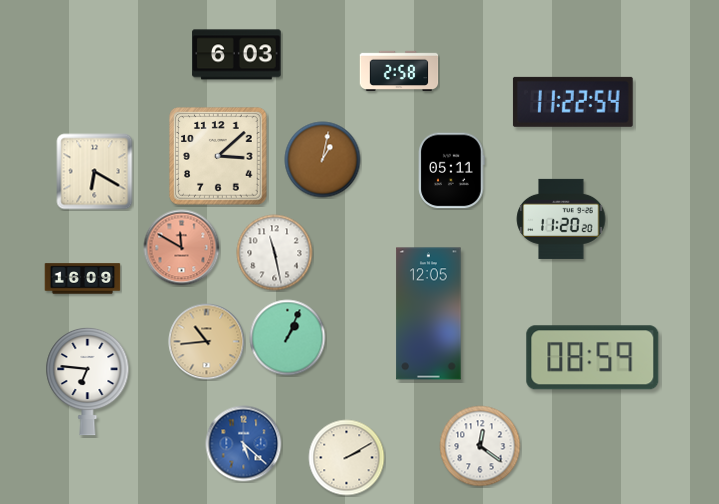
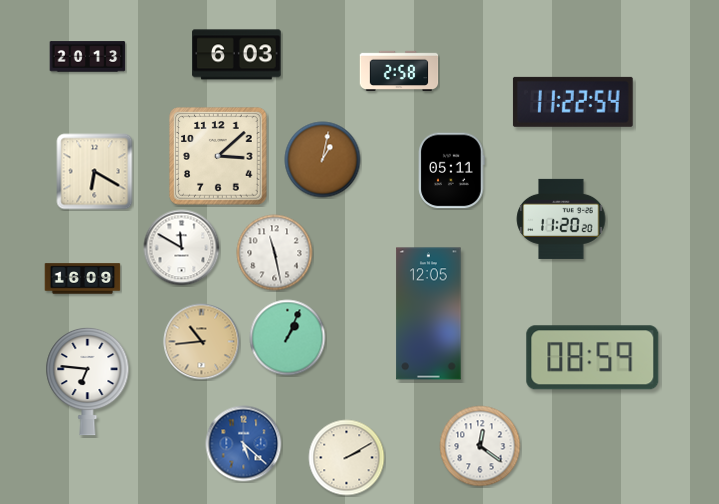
clock at (88, 57): none -> 20:13
clock at (182, 248) dial: salmon -> white
clock at (207, 342) position: (207, 342) -> (202, 342)
